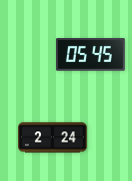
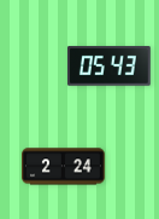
clock at (90, 55): 05:45 -> 05:43
